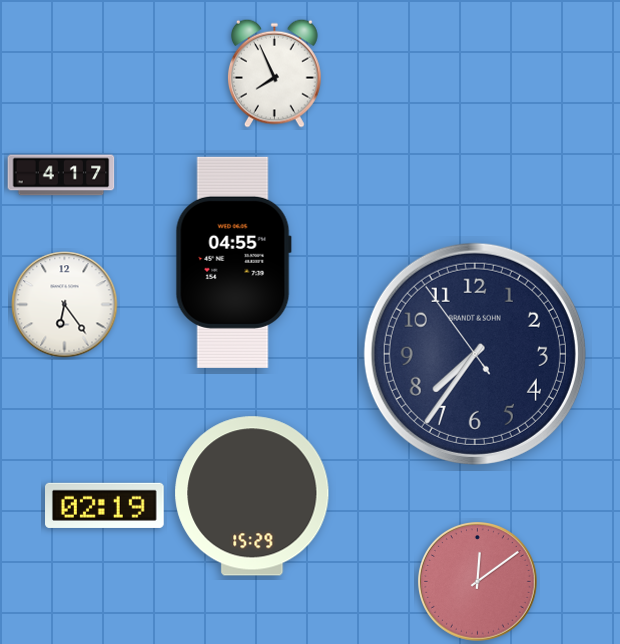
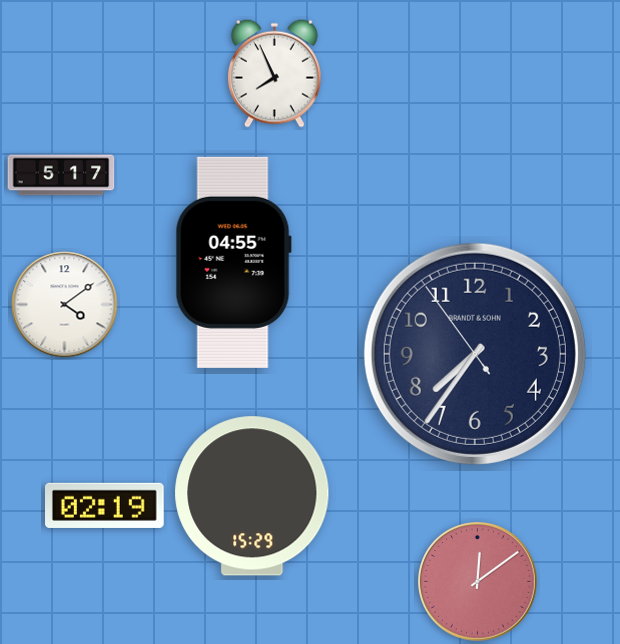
clock at (61, 175): 4:17 -> 5:17
clock at (65, 305): 6:24 -> 4:09
